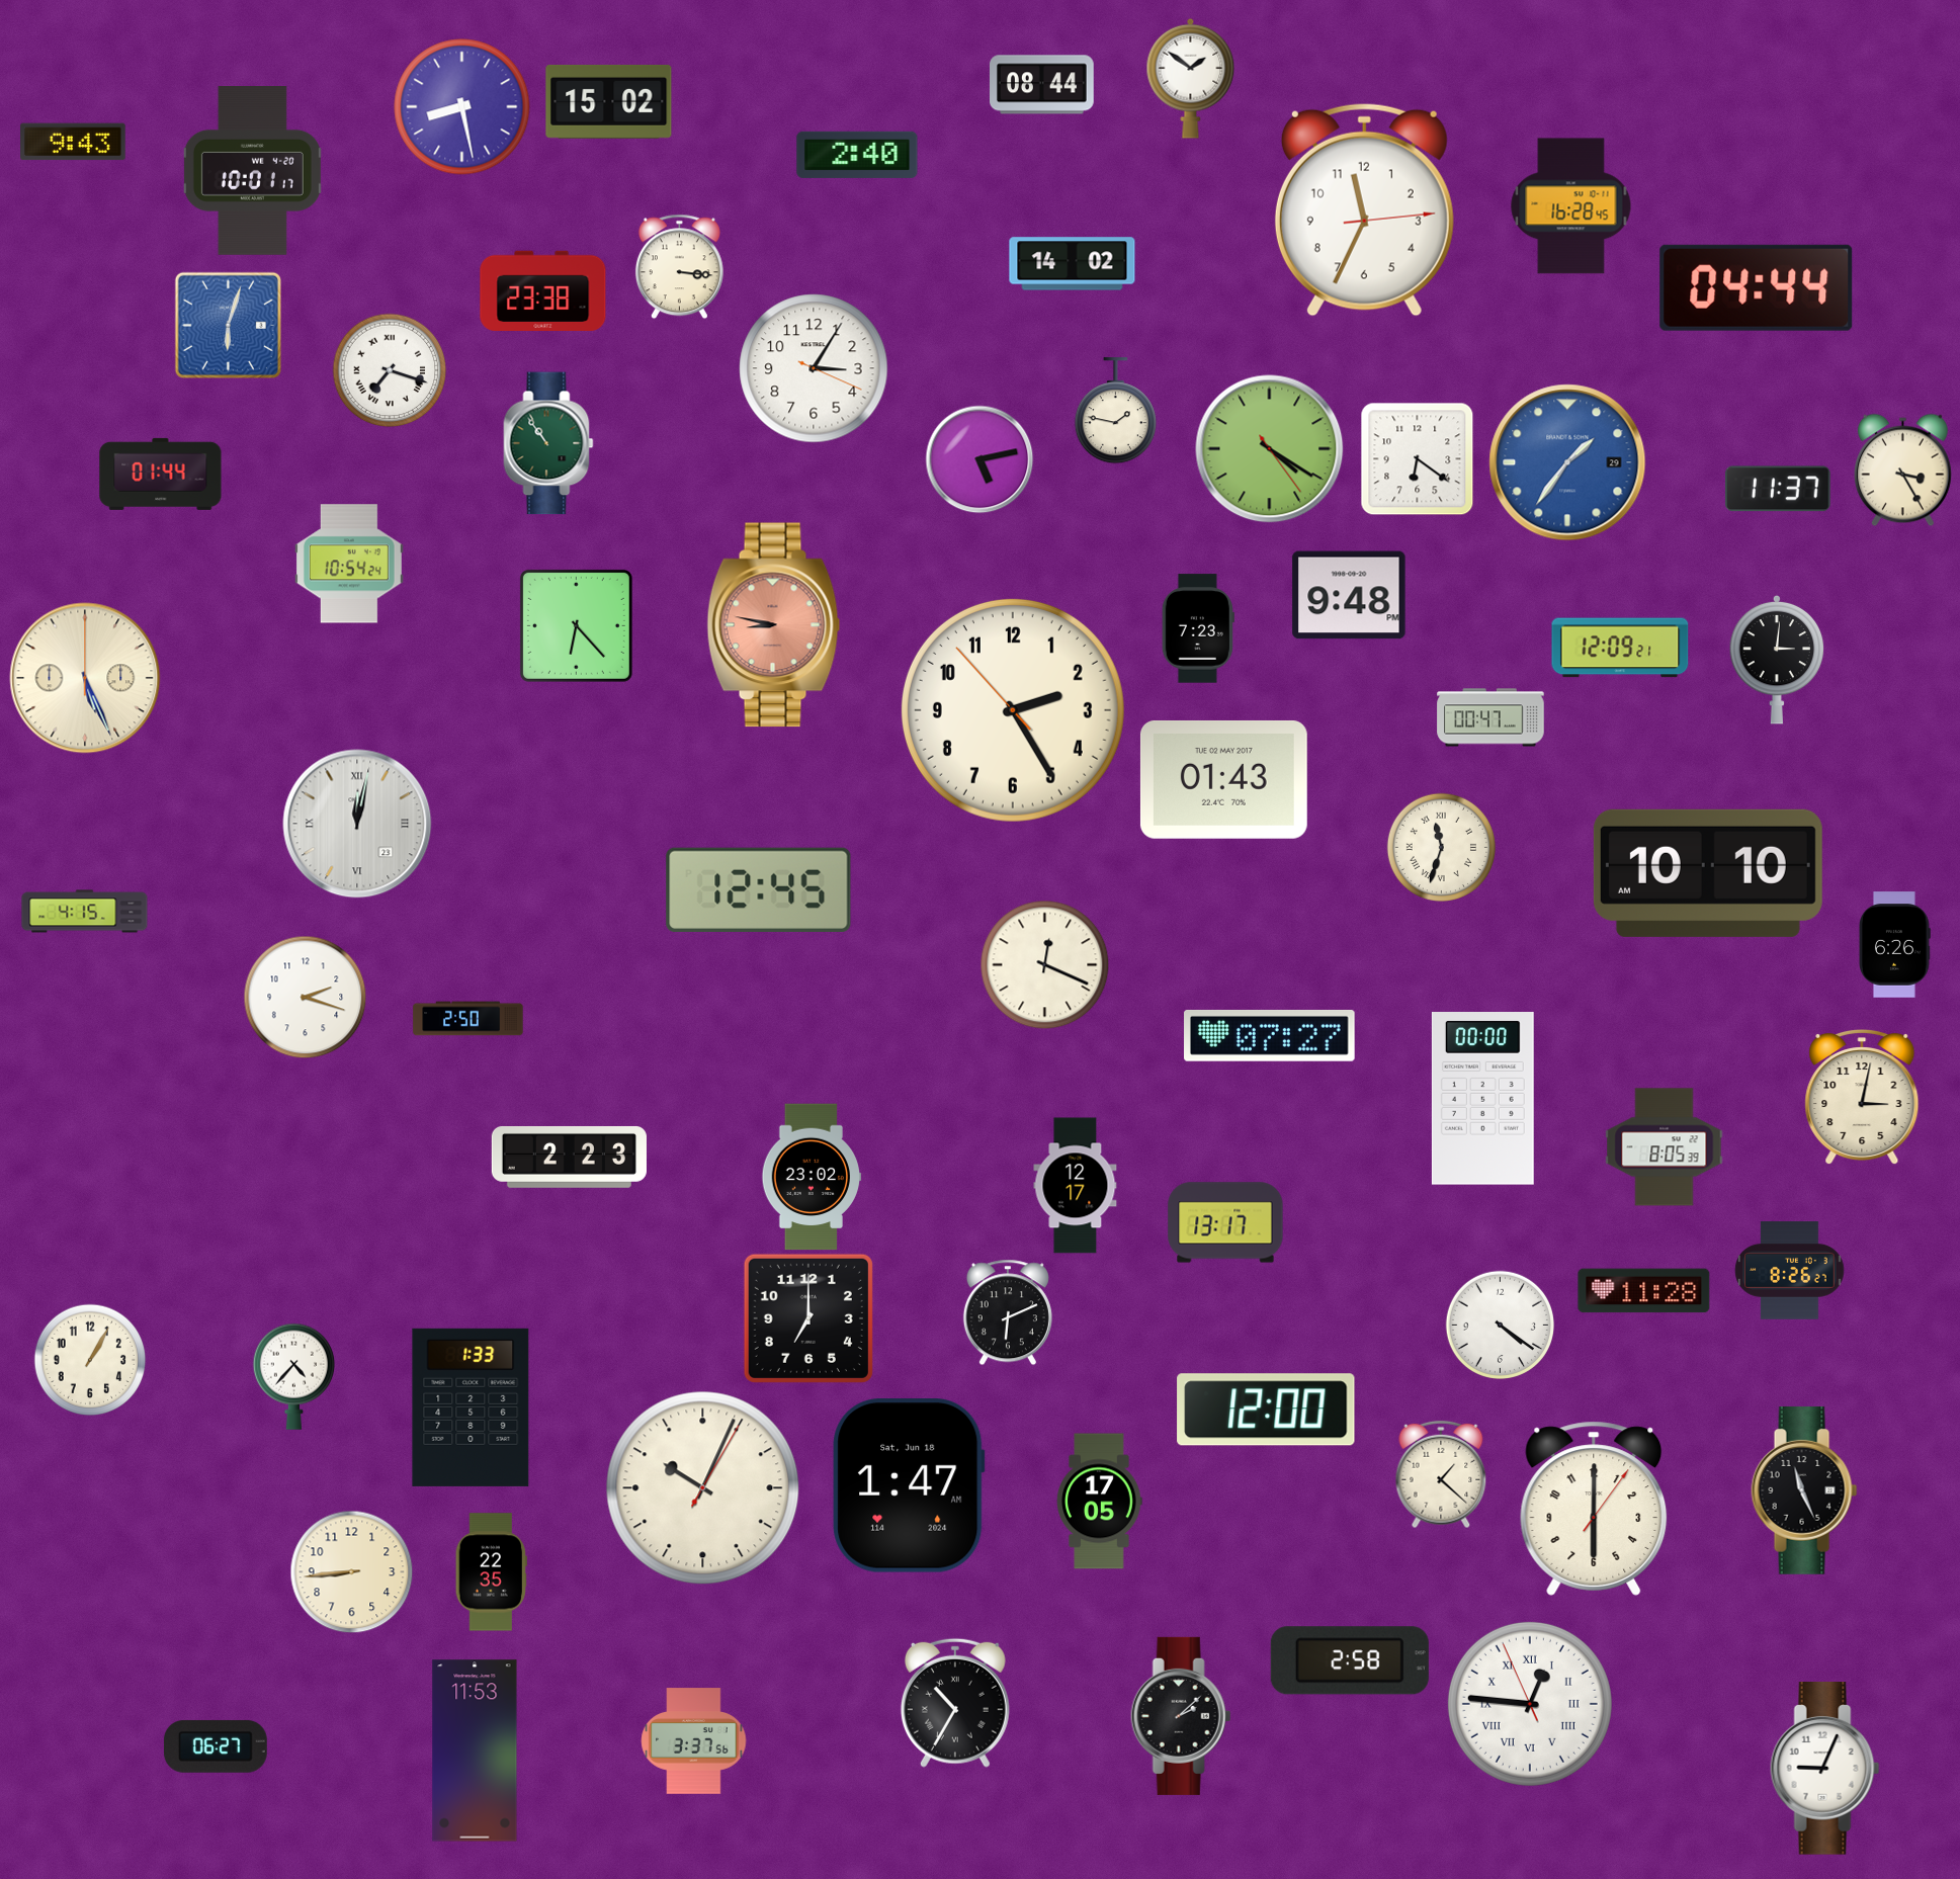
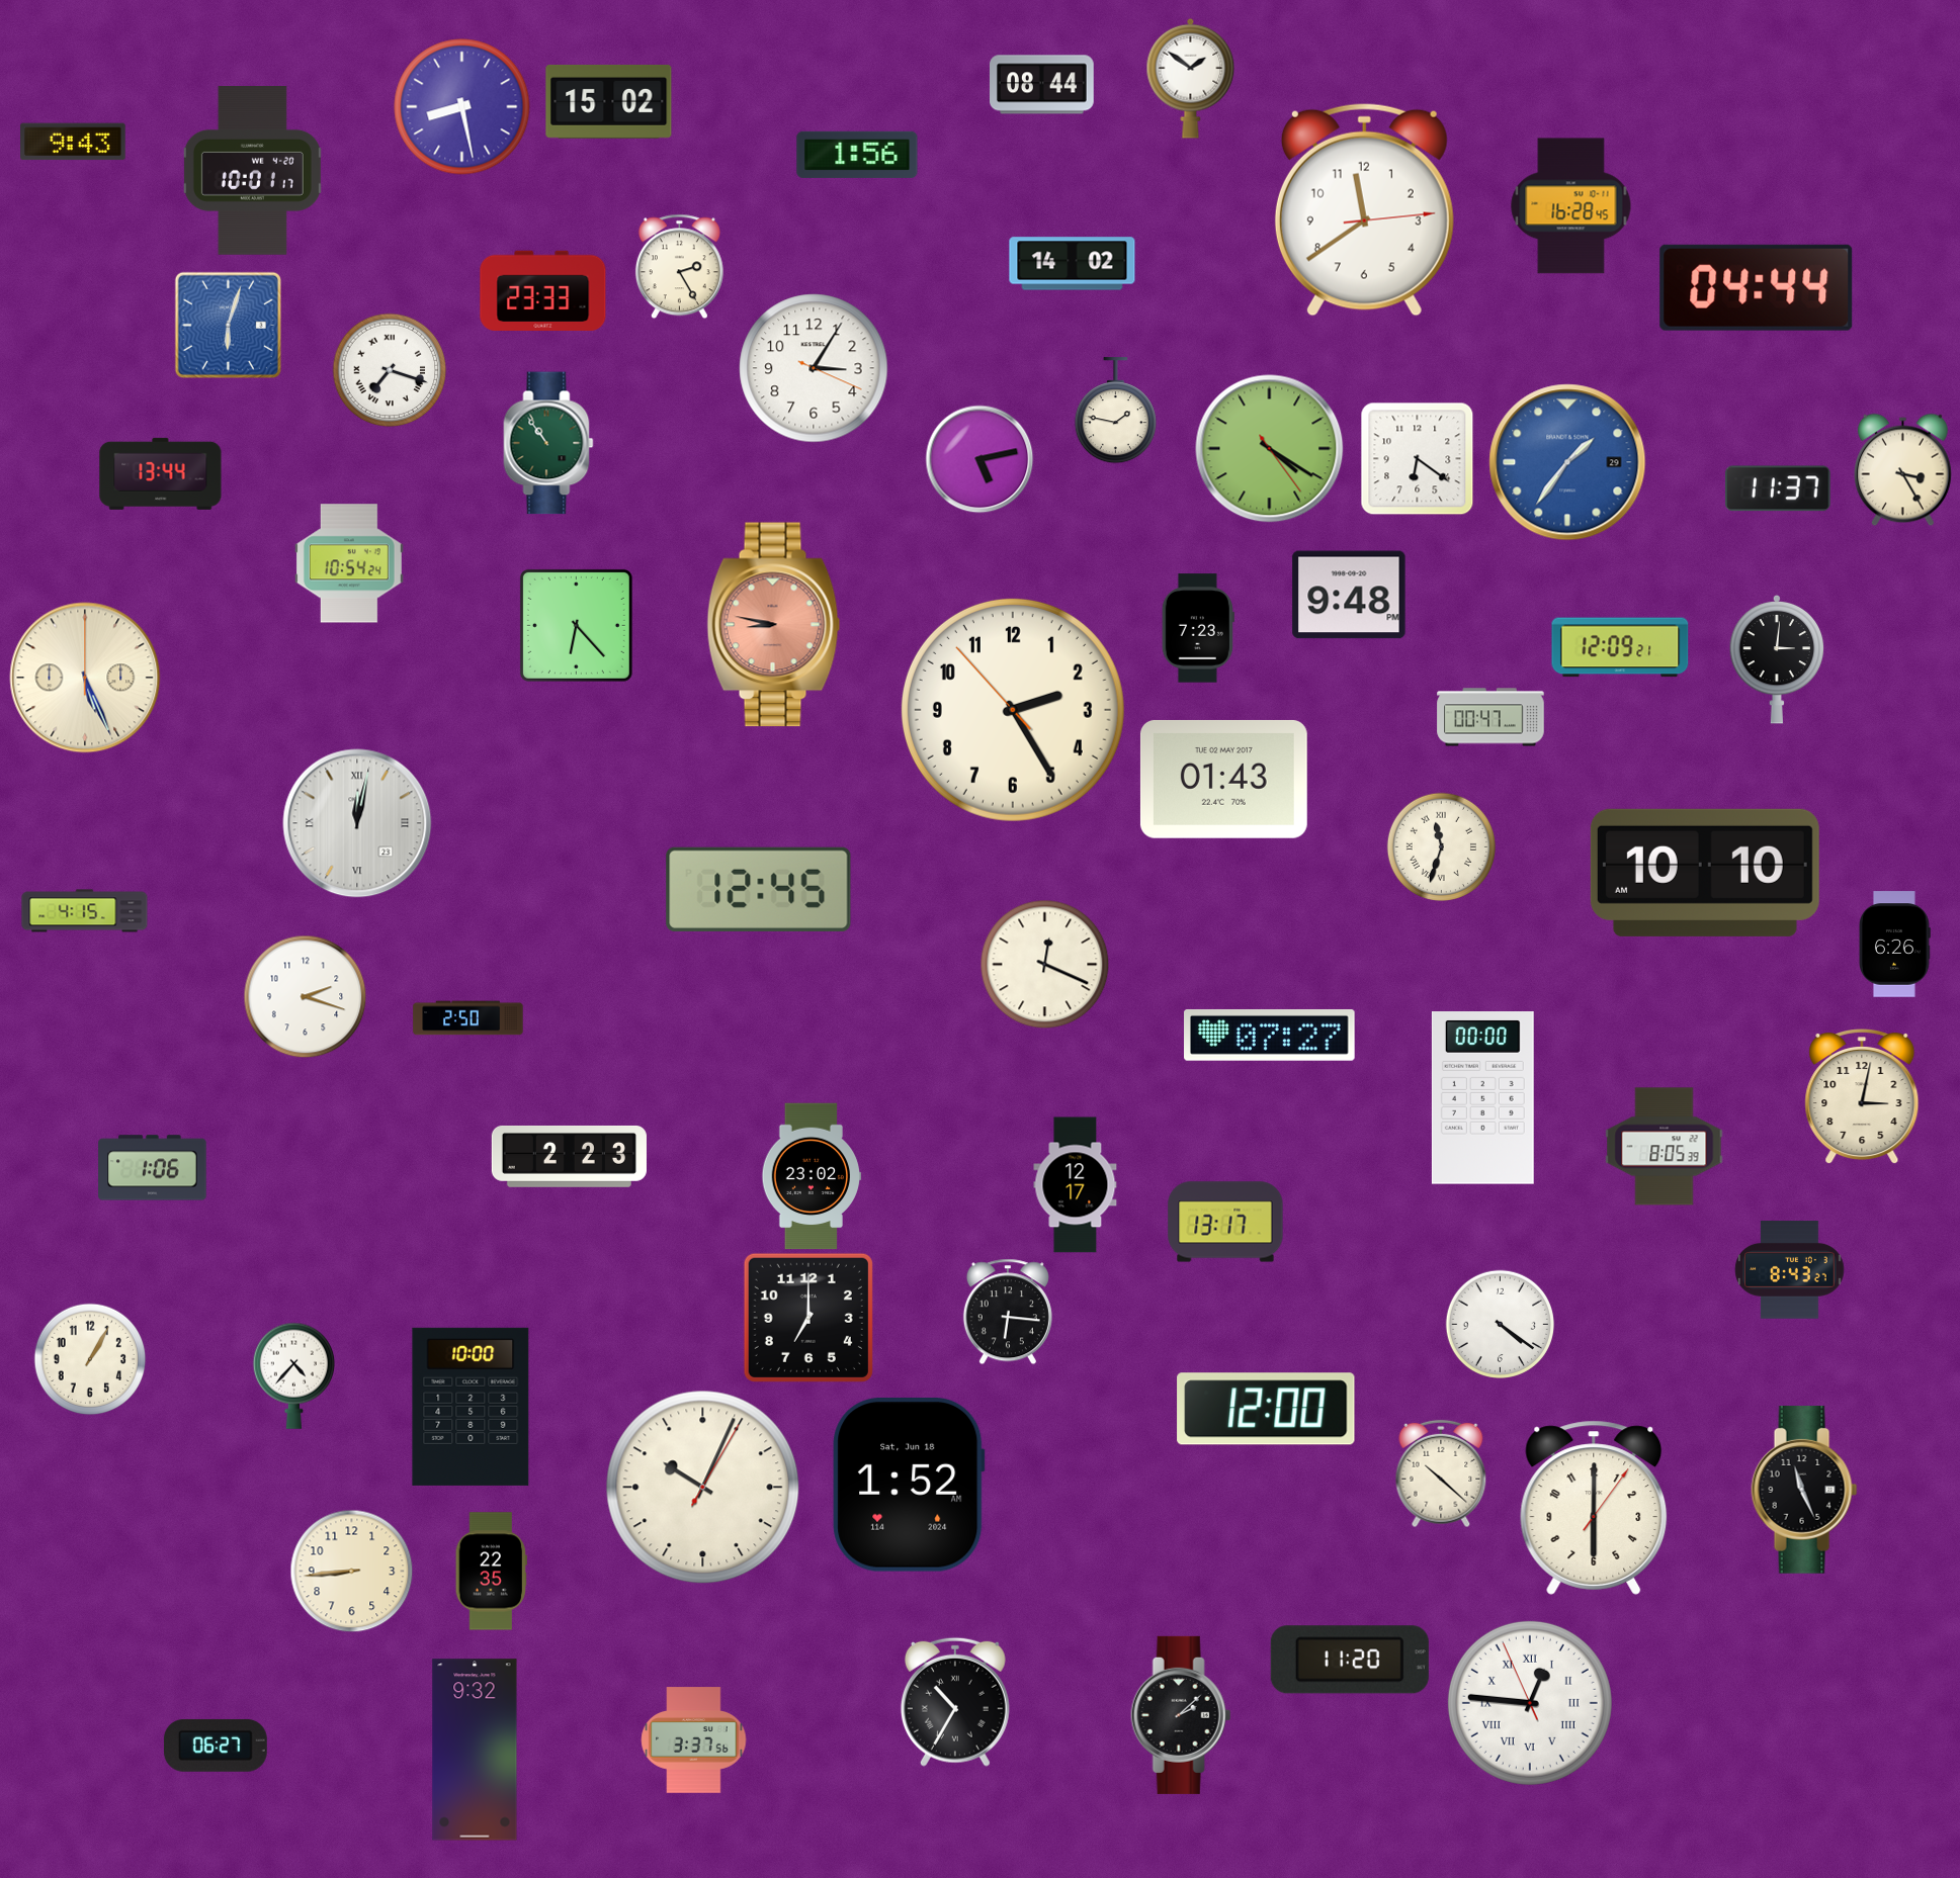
clock at (857, 155): 2:40 -> 1:56
clock at (1364, 209): 11:34 -> 11:39
clock at (679, 266): 3:16 -> 2:25
clock at (543, 290): 23:38 -> 23:33
clock at (161, 474): 01:44 -> 13:44
clock at (1708, 873) position: (1708, 873) -> (1705, 873)
clock at (153, 1168): none -> 1:06
clock at (1790, 1271): 8:26 -> 8:43
clock at (1644, 1291): 11:28 -> none
clock at (1008, 1312): 6:11 -> 6:16
clock at (471, 1407): 1:33 -> 10:00
clock at (1441, 1474): 1:22 -> 10:22
clock at (909, 1486): 1:47 -> 1:52
clock at (1100, 1502): 17:05 -> none
clock at (1350, 1660): 2:58 -> 11:20
clock at (475, 1750): 11:53 -> 9:32
clock at (1825, 1769): 9:04 -> none
